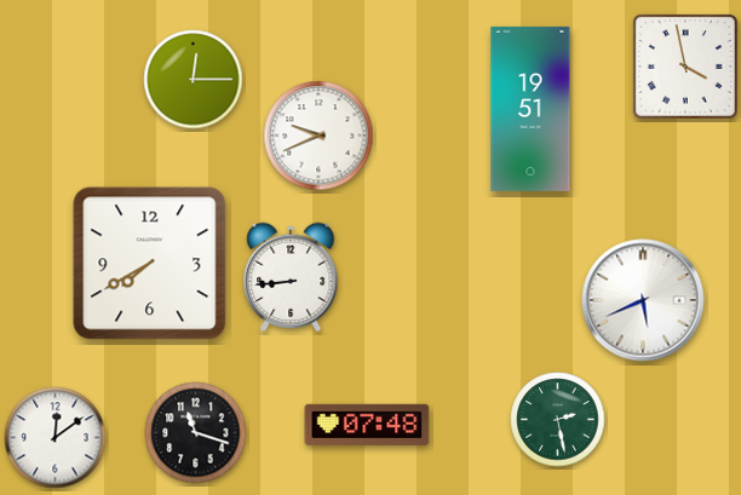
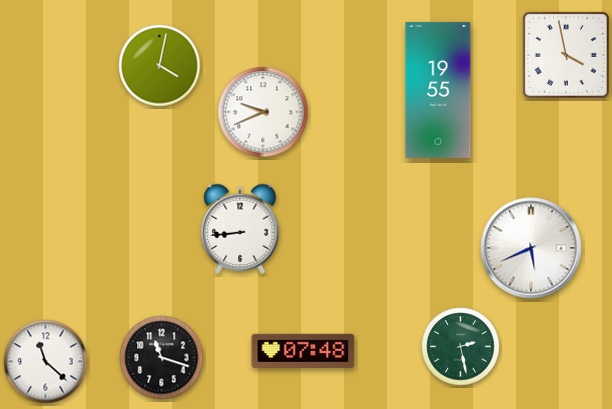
clock at (194, 80): 12:15 -> 4:02
clock at (530, 109): 19:51 -> 19:55
clock at (150, 264): 7:40 -> none
clock at (56, 438): 12:09 -> 11:22
